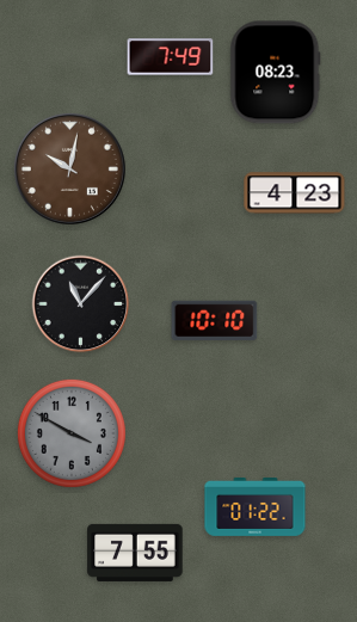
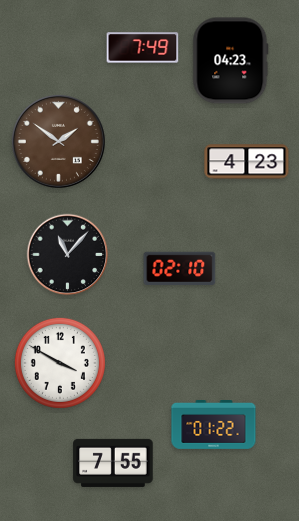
clock at (276, 73): 08:23 -> 04:23
clock at (69, 168): 10:02 -> 1:51
clock at (215, 320): 10:10 -> 02:10
clock at (72, 433) dial: grey -> white
